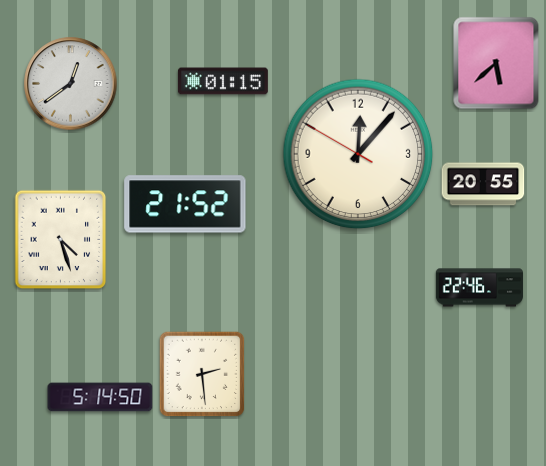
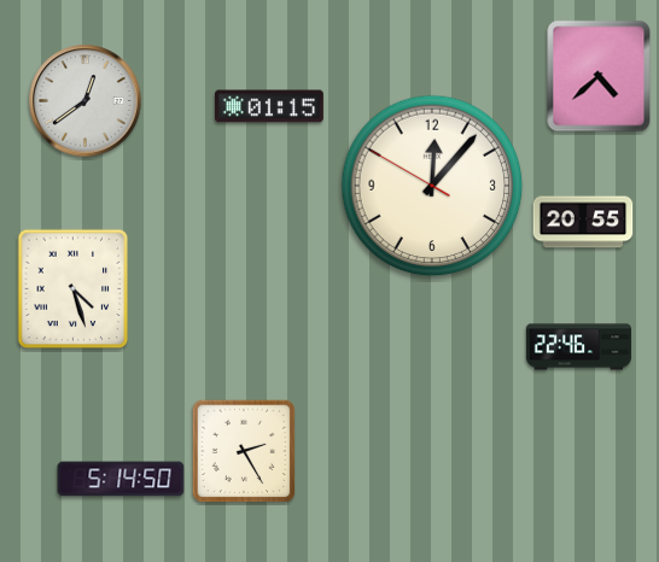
clock at (496, 63): 5:38 -> 4:38
clock at (223, 81) position: (223, 81) -> (269, 106)
clock at (185, 204): 21:52 -> none
clock at (202, 374): 2:29 -> 2:25
